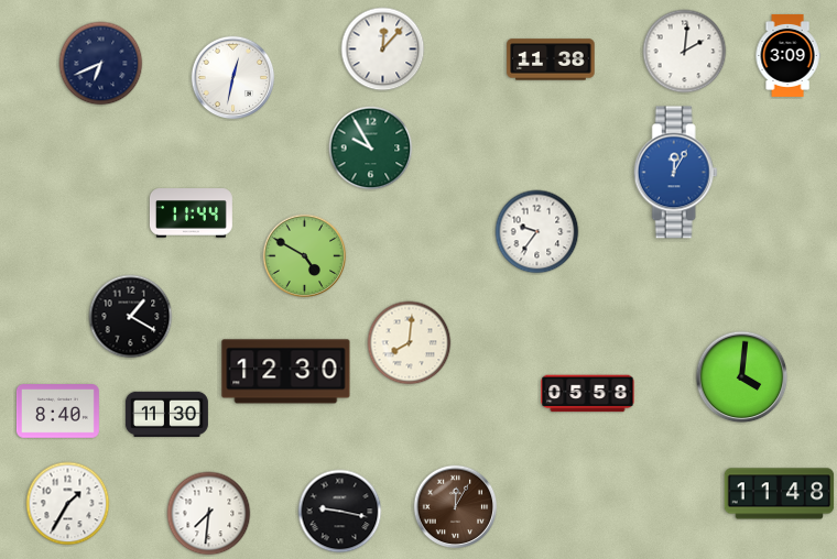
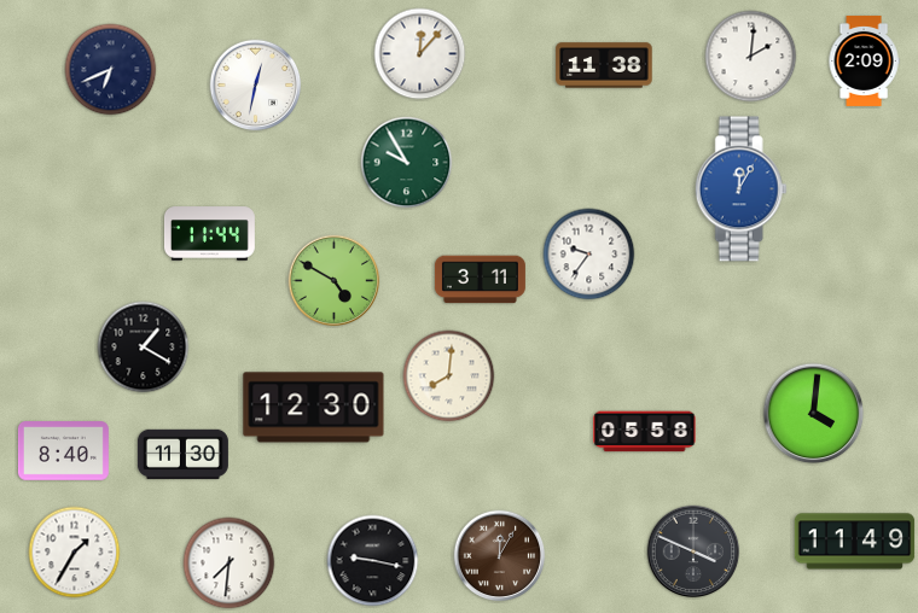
clock at (787, 55): 3:09 -> 2:09
clock at (480, 280): none -> 3:11
clock at (780, 494): 11:48 -> 11:49
clock at (693, 551): none -> 3:49
